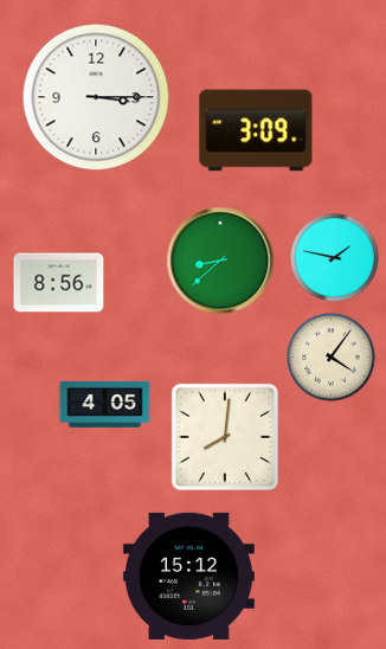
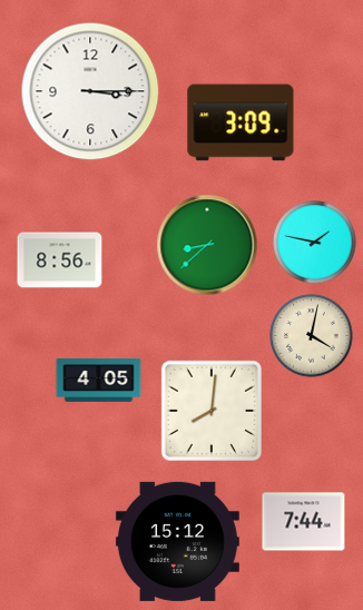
clock at (59, 283) position: (59, 283) -> (60, 260)
clock at (332, 358): 4:06 -> 4:02
clock at (304, 522): none -> 7:44
